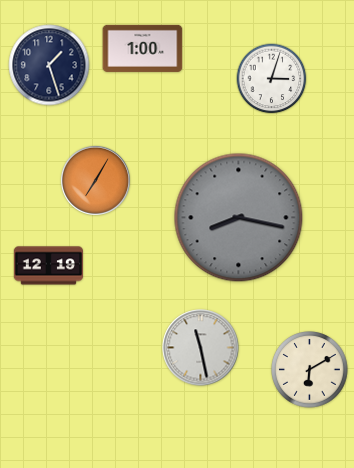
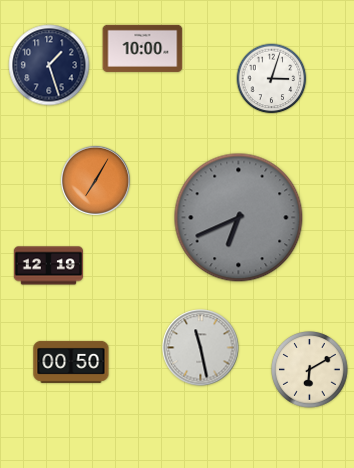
clock at (143, 48): 1:00 -> 10:00
clock at (239, 218): 8:17 -> 6:41
clock at (71, 362): none -> 00:50
